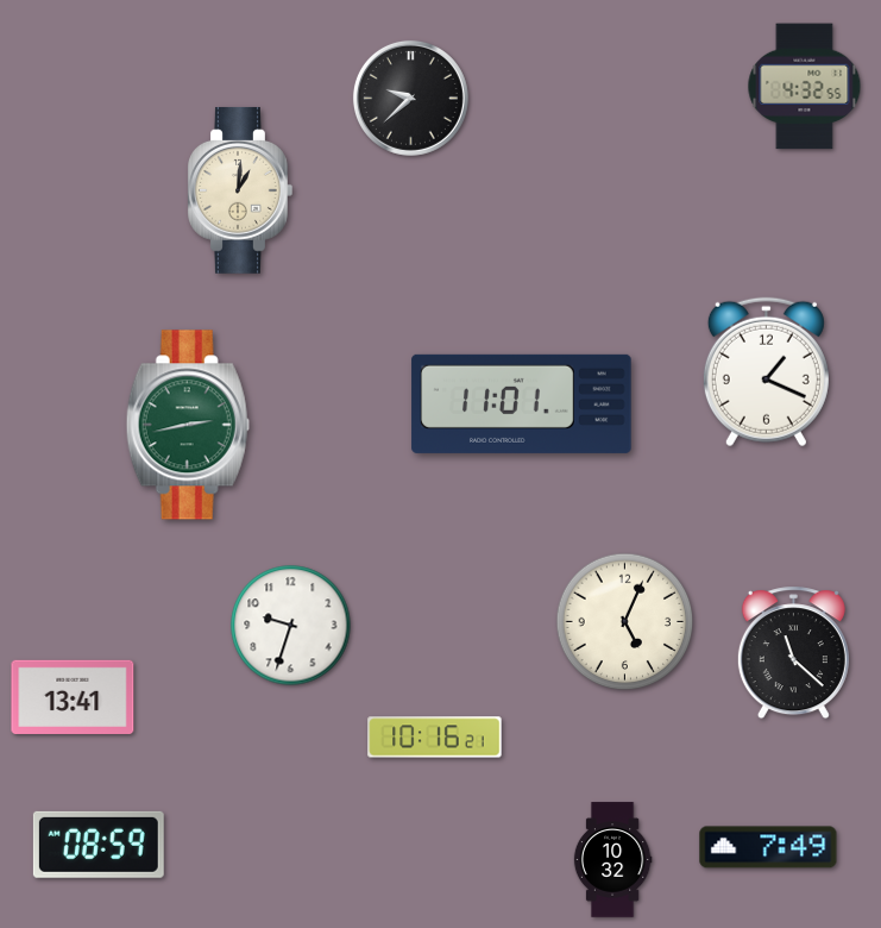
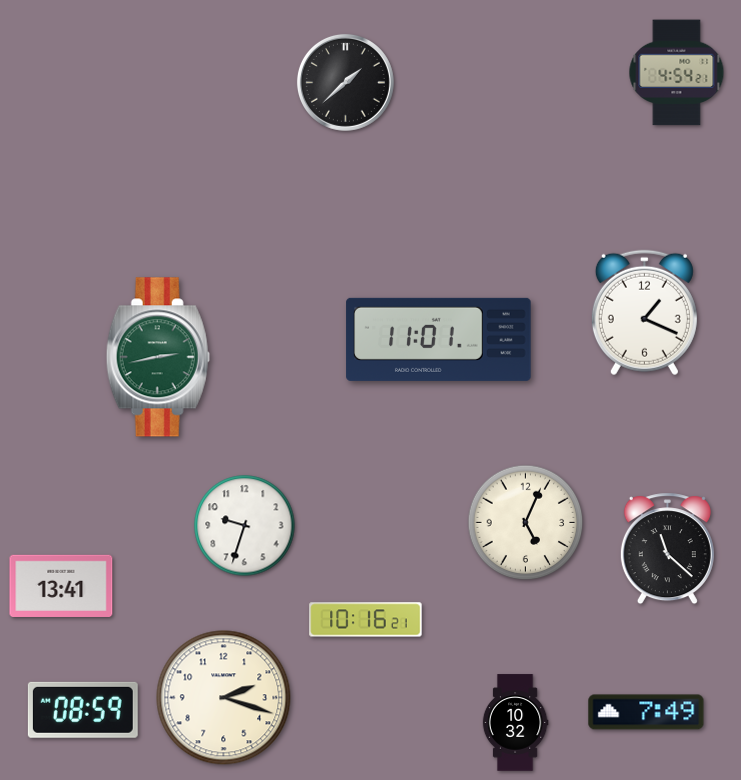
clock at (805, 87): 4:32 -> 4:54
clock at (410, 98): 9:38 -> 1:38
clock at (240, 190): 1:01 -> none
clock at (224, 698): none -> 2:18
